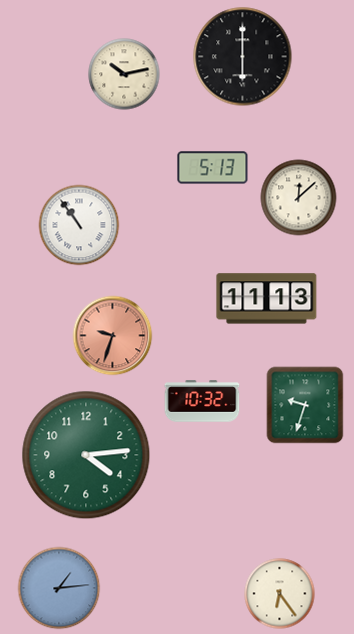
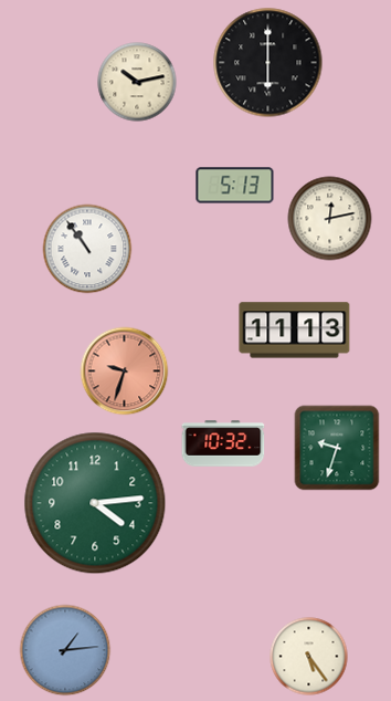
clock at (299, 198): 12:08 -> 12:13
clock at (280, 594): 6:24 -> 5:24
